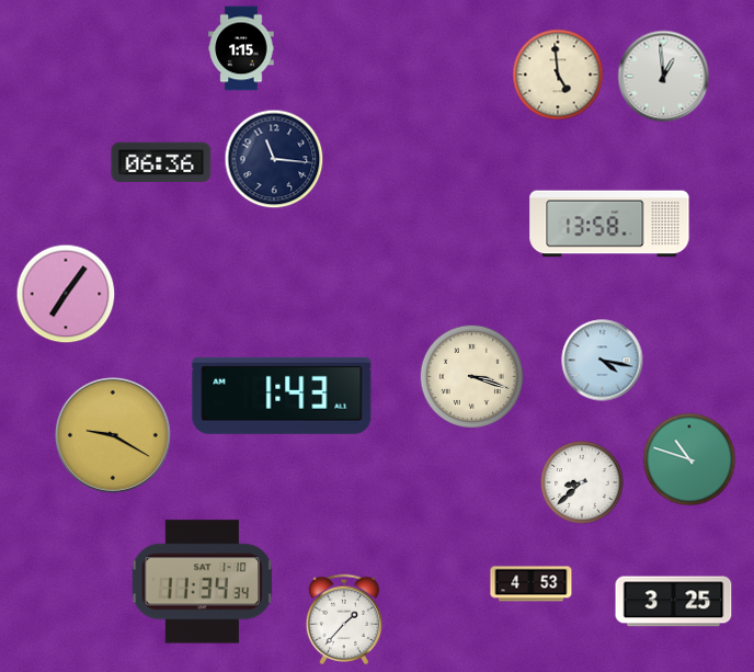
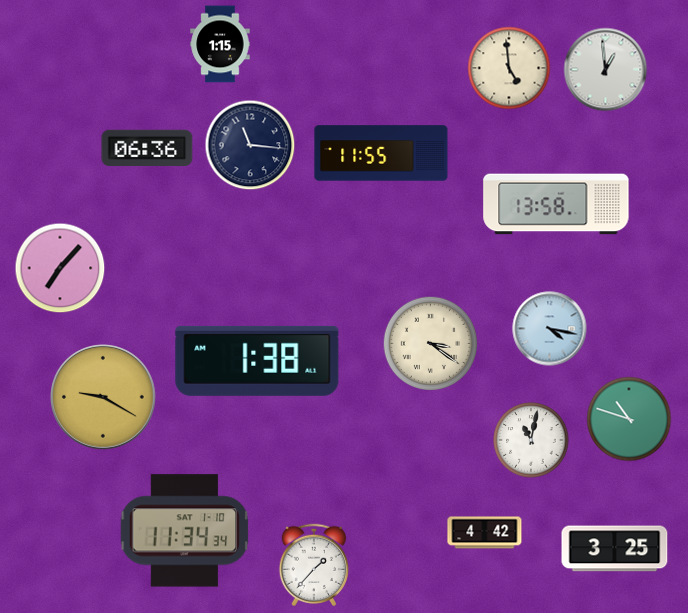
clock at (381, 153): none -> 11:55
clock at (66, 294): 7:06 -> 7:07
clock at (472, 377): 3:18 -> 3:21
clock at (282, 396): 1:43 -> 1:38
clock at (582, 482): 8:38 -> 11:02
clock at (532, 584): 4:53 -> 4:42
